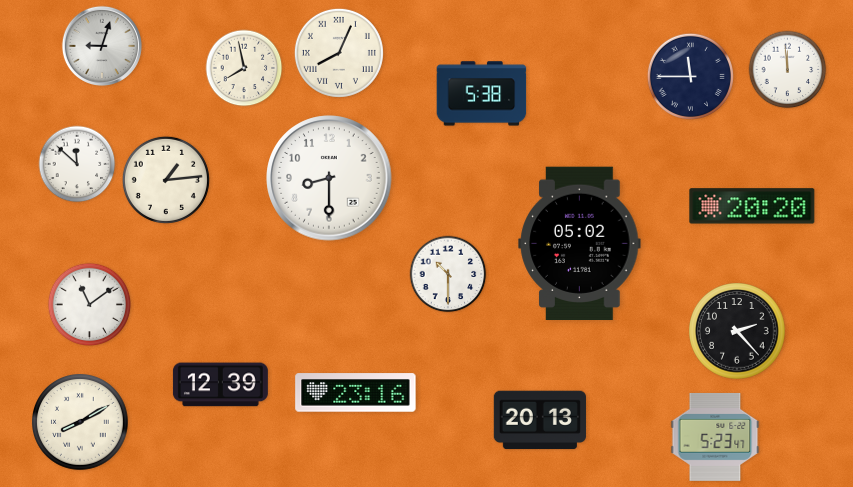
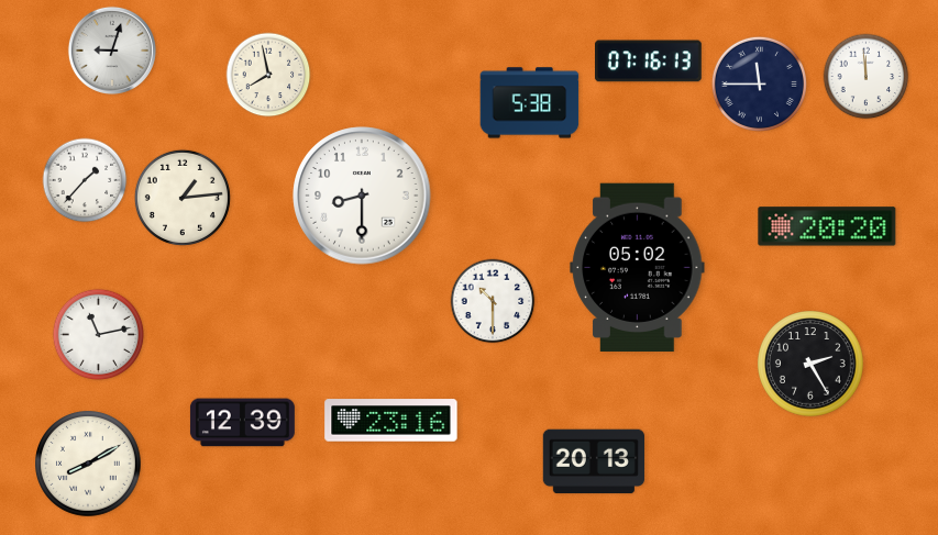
clock at (339, 53): 8:04 -> none
clock at (649, 62): none -> 07:16
clock at (77, 164): 11:52 -> 1:37
clock at (90, 305): 11:09 -> 11:13
clock at (738, 332): 2:23 -> 2:25
clock at (356, 393) position: (356, 393) -> (391, 421)
clock at (715, 437): 5:23 -> none
